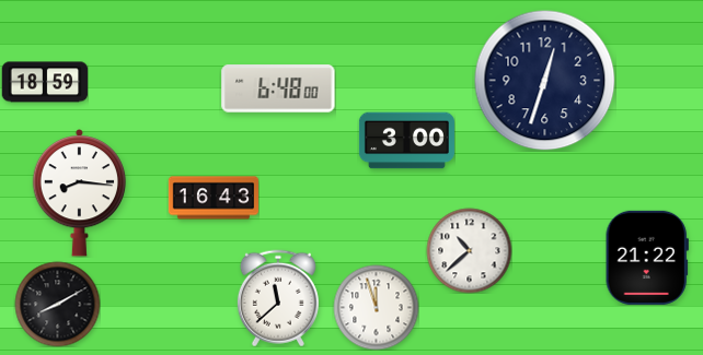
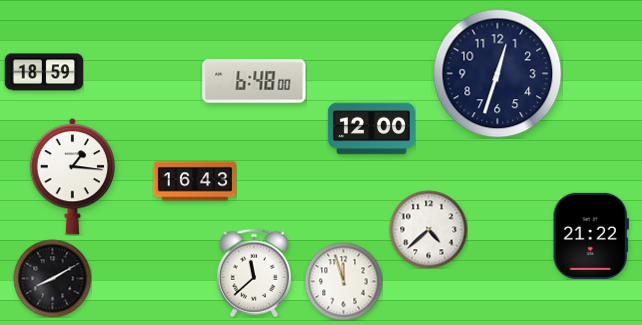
clock at (45, 82) position: (45, 82) -> (44, 72)
clock at (406, 141): 3:00 -> 12:00
clock at (80, 193): 8:16 -> 1:16
clock at (469, 250): 10:38 -> 4:38
